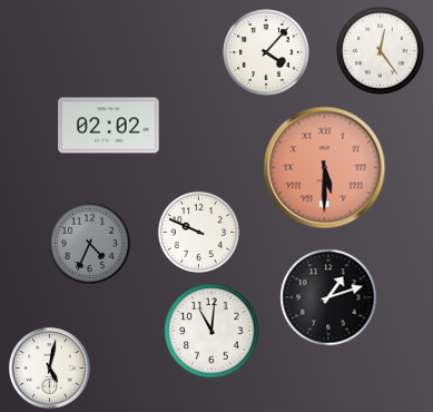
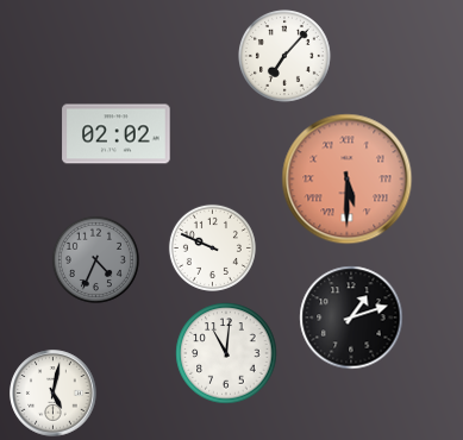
clock at (381, 51): 12:24 -> none
clock at (267, 53): 4:07 -> 7:07
